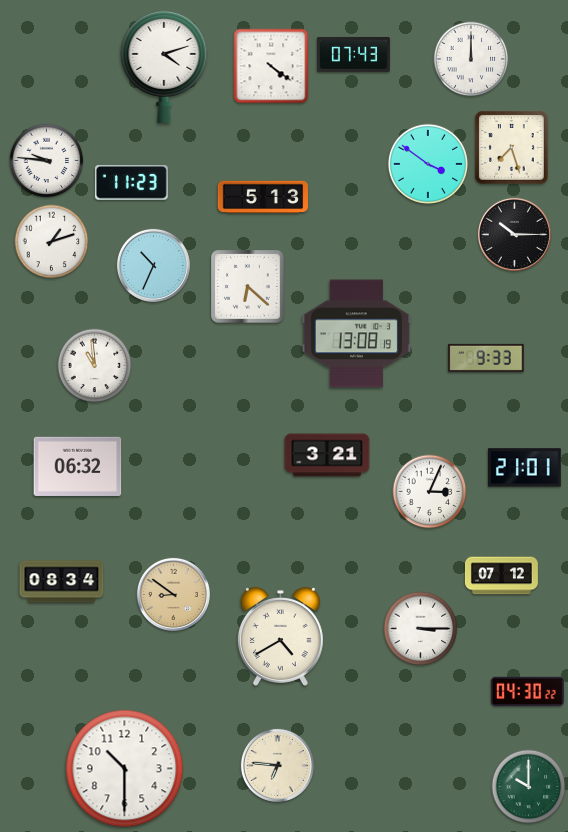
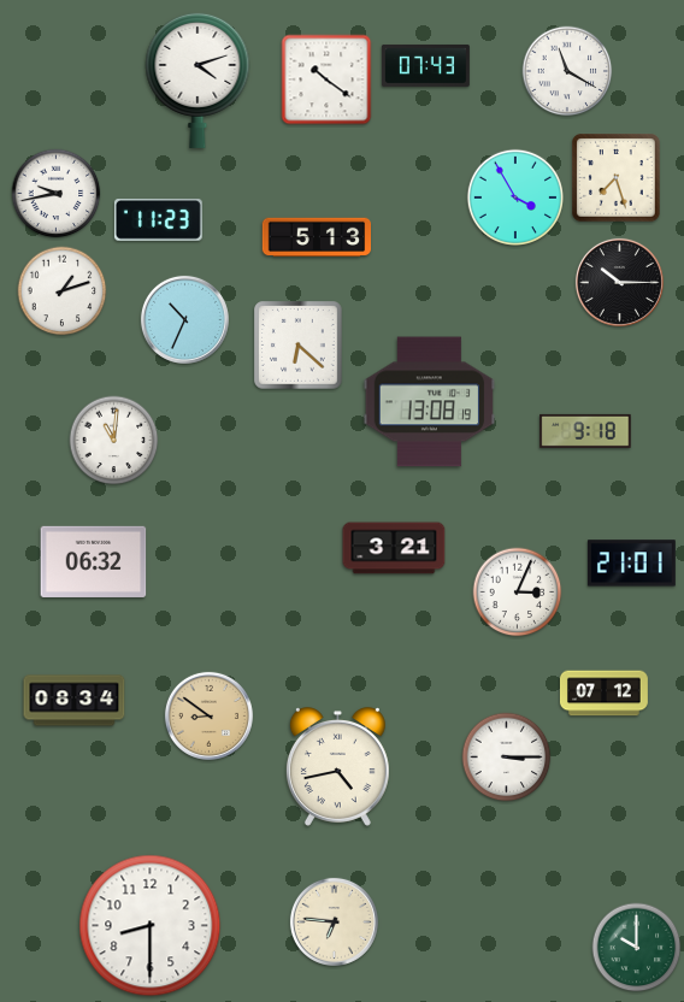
clock at (471, 59): 12:00 -> 11:20
clock at (271, 66): 4:21 -> 10:21
clock at (47, 161): 9:46 -> 9:43
clock at (427, 163): 3:51 -> 3:55
clock at (486, 358): 9:33 -> 9:18
clock at (95, 366): 10:59 -> 11:01
clock at (280, 637): 4:40 -> 4:43
clock at (527, 691): 04:30 -> none
clock at (125, 769): 10:30 -> 8:30
